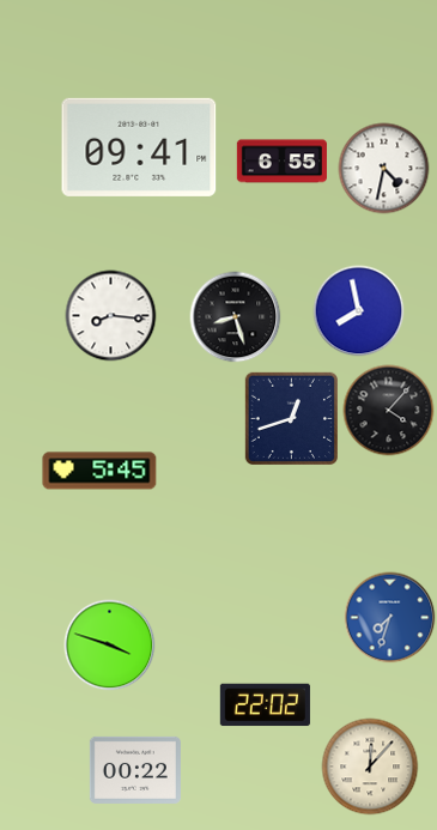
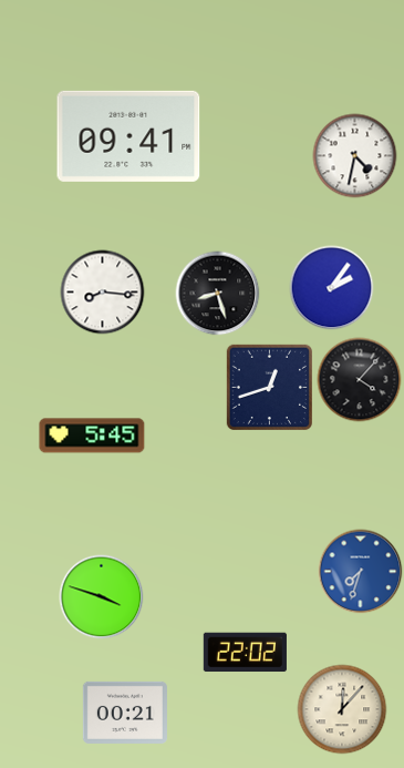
clock at (281, 162): 6:55 -> none
clock at (359, 311): 7:58 -> 2:06
clock at (135, 770): 00:22 -> 00:21
